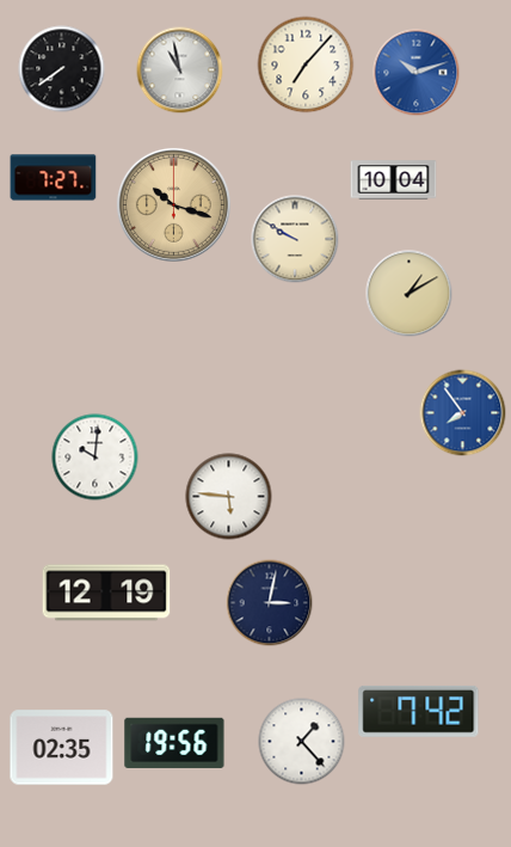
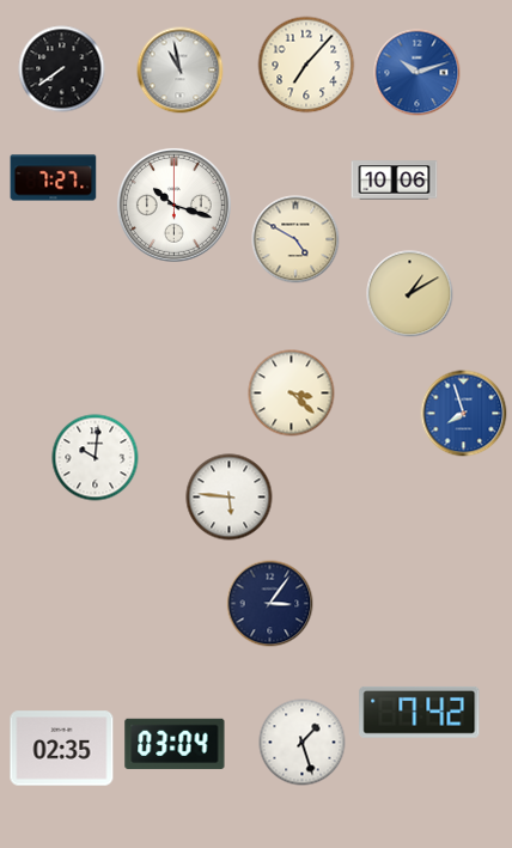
clock at (394, 180): 10:04 -> 10:06
clock at (173, 204) dial: champagne -> white
clock at (295, 239): 9:50 -> 4:50
clock at (292, 394): none -> 3:22
clock at (463, 413): 7:54 -> 7:57
clock at (106, 593): 12:19 -> none
clock at (270, 603): 3:02 -> 3:06
clock at (302, 742): 1:23 -> 1:27
clock at (174, 743): 19:56 -> 03:04
